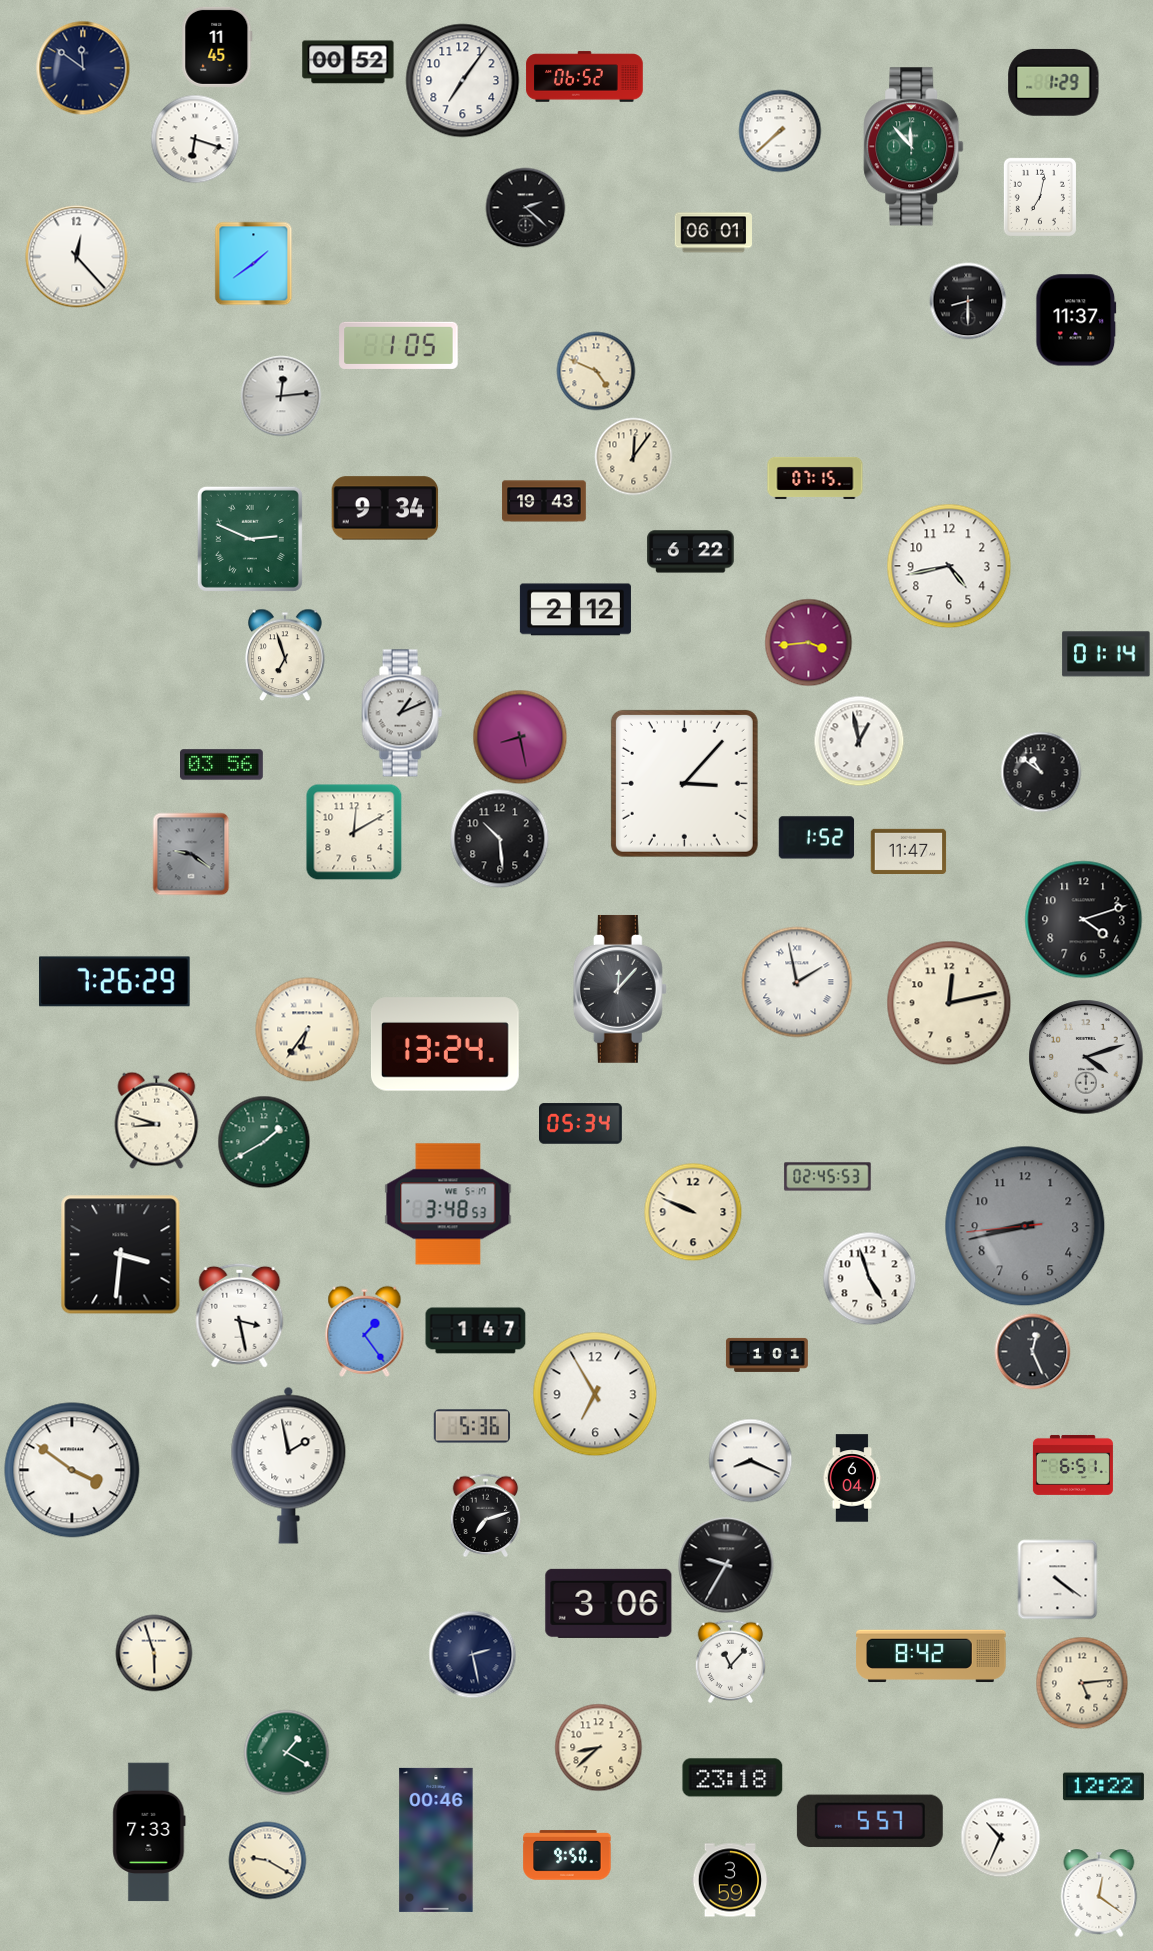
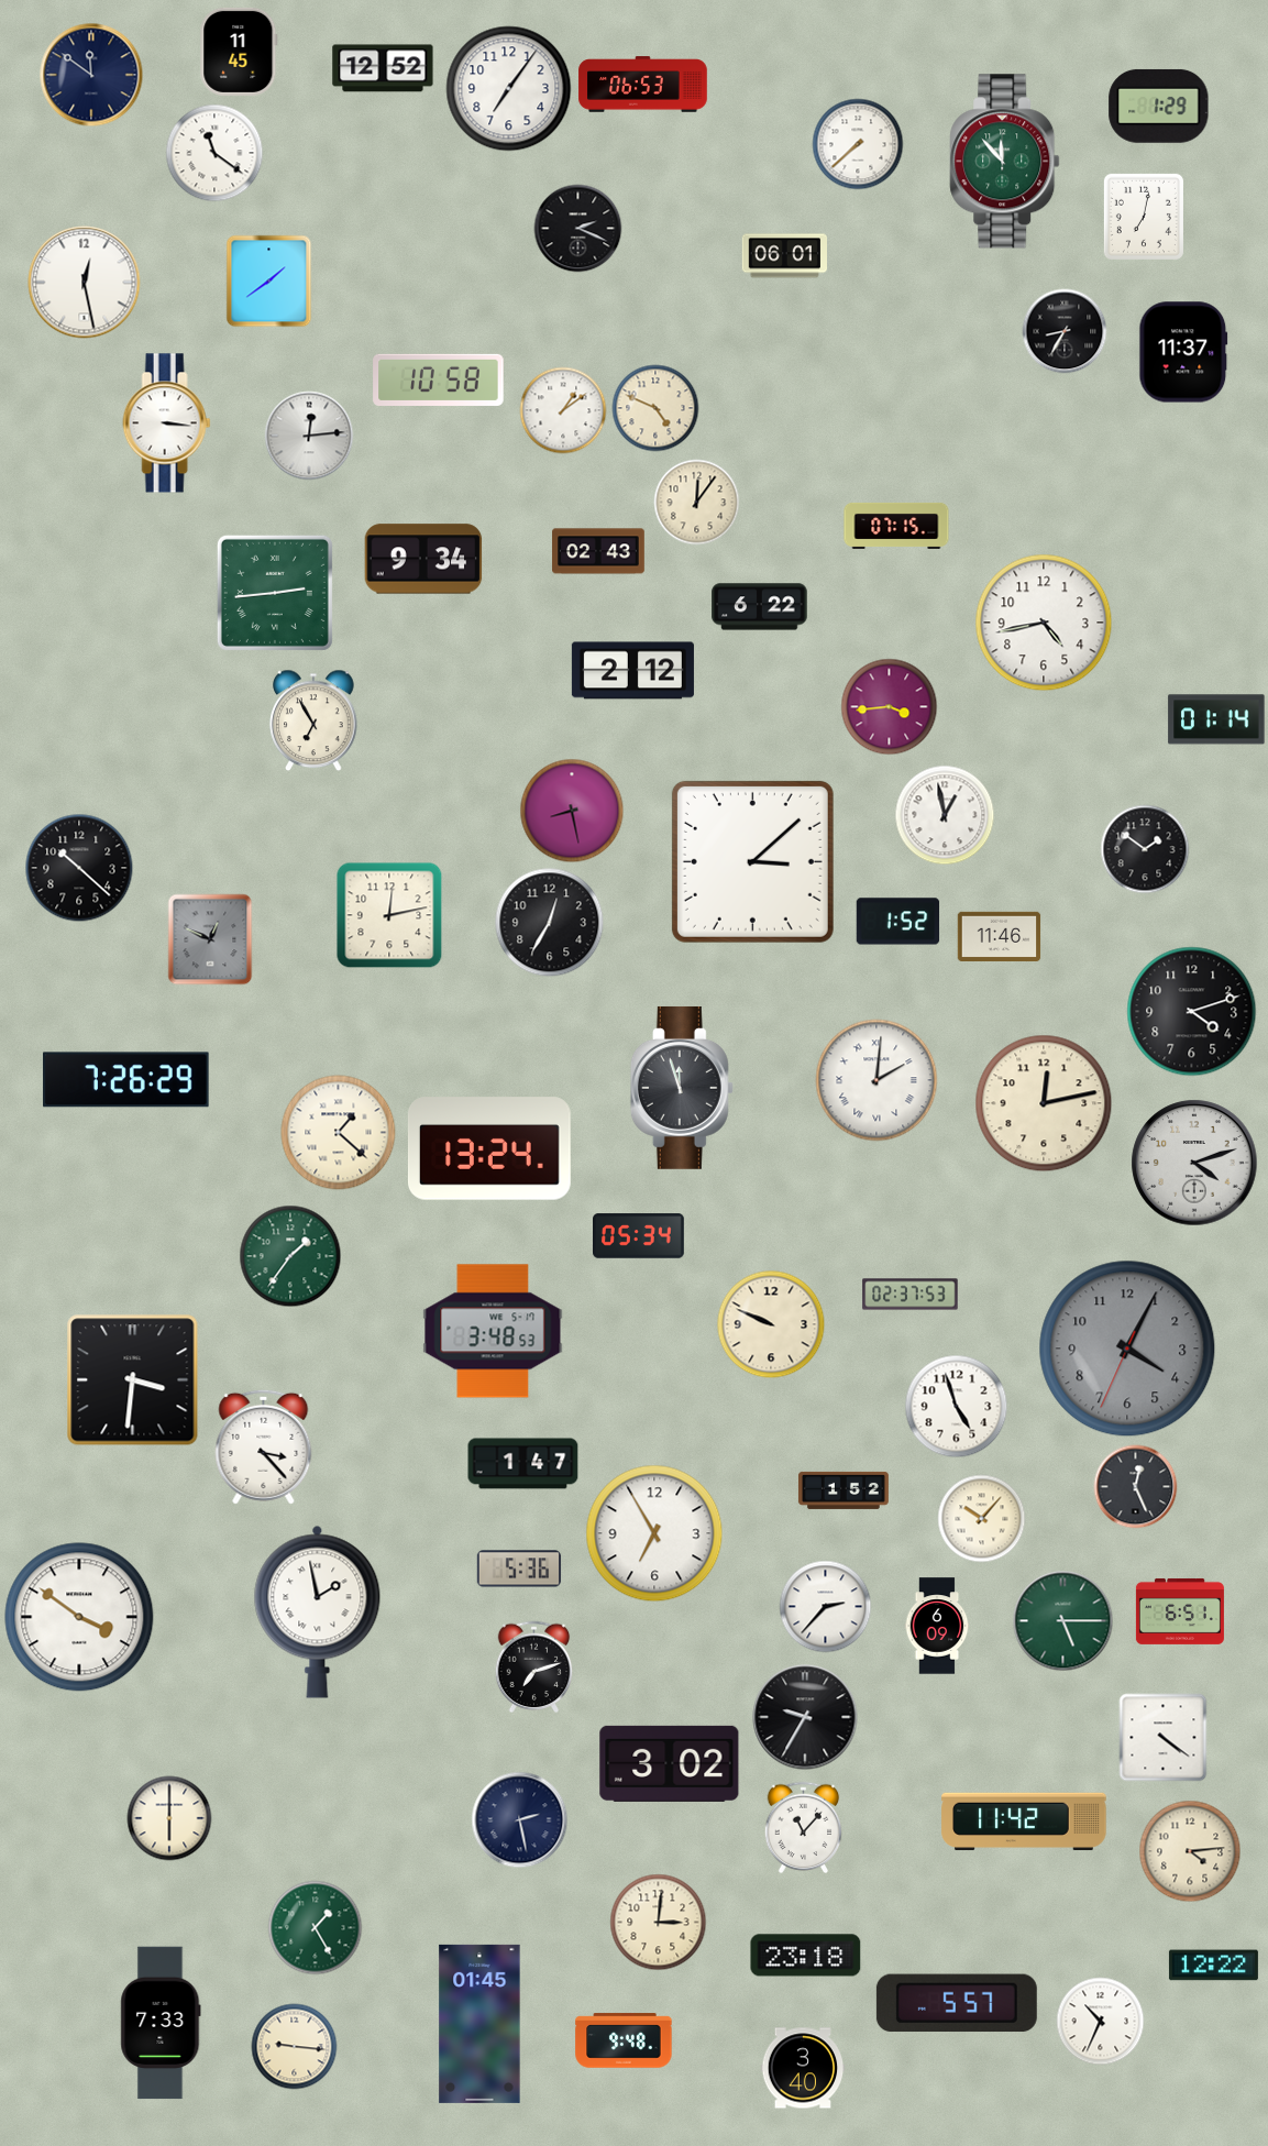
clock at (348, 62): 00:52 -> 12:52
clock at (585, 77): 06:52 -> 06:53
clock at (1054, 82) position: (1054, 82) -> (1159, 106)
clock at (195, 139): 6:18 -> 11:21
clock at (526, 208): 2:22 -> 2:19
clock at (77, 257): 12:23 -> 12:28
clock at (254, 264) position: (254, 264) -> (269, 282)
clock at (968, 301): 8:30 -> 8:35
clock at (399, 345): 1:05 -> 10:58
clock at (563, 410): none -> 1:09
clock at (167, 423): none -> 3:16
clock at (544, 501): 19:43 -> 02:43
clock at (250, 539): 2:49 -> 2:44
clock at (285, 655): 6:57 -> 6:55
clock at (402, 713): 1:11 -> none
clock at (222, 765): 03:56 -> none
clock at (1041, 772): 10:51 -> 1:51
clock at (684, 783): 3:07 -> 3:08
clock at (79, 868): none -> 10:22
clock at (354, 832): 12:10 -> 12:13
clock at (500, 839): 10:29 -> 12:35
clock at (909, 851): 11:47 -> 11:46
clock at (191, 854): 9:21 -> 12:49
clock at (797, 982): 1:58 -> 2:01
clock at (620, 989): 12:07 -> 11:57
clock at (308, 1030): 6:36 -> 1:22
clock at (157, 1120): 8:48 -> none
clock at (264, 1142): 1:40 -> 1:36
clock at (828, 1177): 02:45 -> 02:37
clock at (448, 1204) position: (448, 1204) -> (493, 1331)
clock at (693, 1212) position: (693, 1212) -> (771, 1324)
clock at (1025, 1226): 8:42 -> 4:04
clock at (240, 1315): 3:28 -> 3:23
clock at (365, 1331): 1:24 -> none
clock at (767, 1355): 1:01 -> 1:52
clock at (982, 1519): none -> 10:07
clock at (751, 1461): 8:19 -> 2:37
clock at (1063, 1621): none -> 5:15
clock at (852, 1478): 6:04 -> 6:09
clock at (726, 1565) position: (726, 1565) -> (805, 1717)
clock at (609, 1603): 3:06 -> 3:02
clock at (154, 1653): 5:57 -> 6:00
clock at (931, 1656): 8:42 -> 11:42
clock at (1082, 1683): 5:14 -> 4:14
clock at (599, 1748): 8:38 -> 3:01
clock at (287, 1753): 1:20 -> 1:25
clock at (149, 1832) position: (149, 1832) -> (161, 2023)
clock at (436, 1840): 00:46 -> 01:45
clock at (567, 1855): 9:50 -> 9:48
clock at (268, 1861): 9:20 -> 9:16
clock at (730, 1880): 3:59 -> 3:40
clock at (1099, 1893): 12:21 -> none
